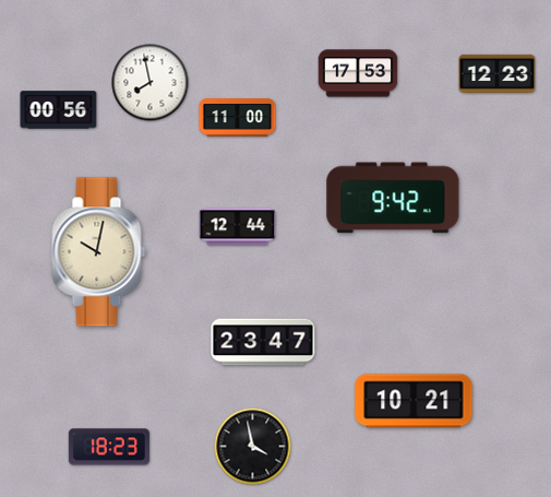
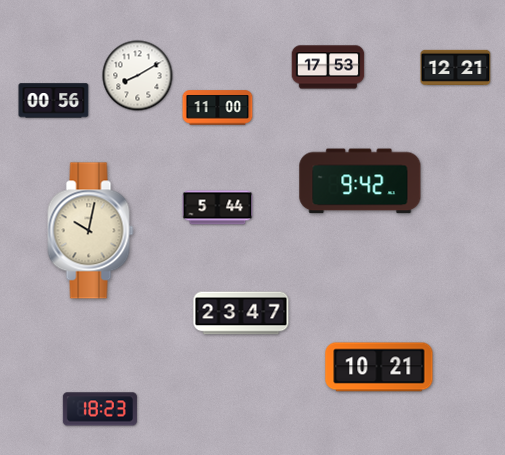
clock at (498, 73): 12:23 -> 12:21
clock at (151, 83): 7:58 -> 8:10
clock at (238, 227): 12:44 -> 5:44
clock at (253, 447): 3:58 -> none
